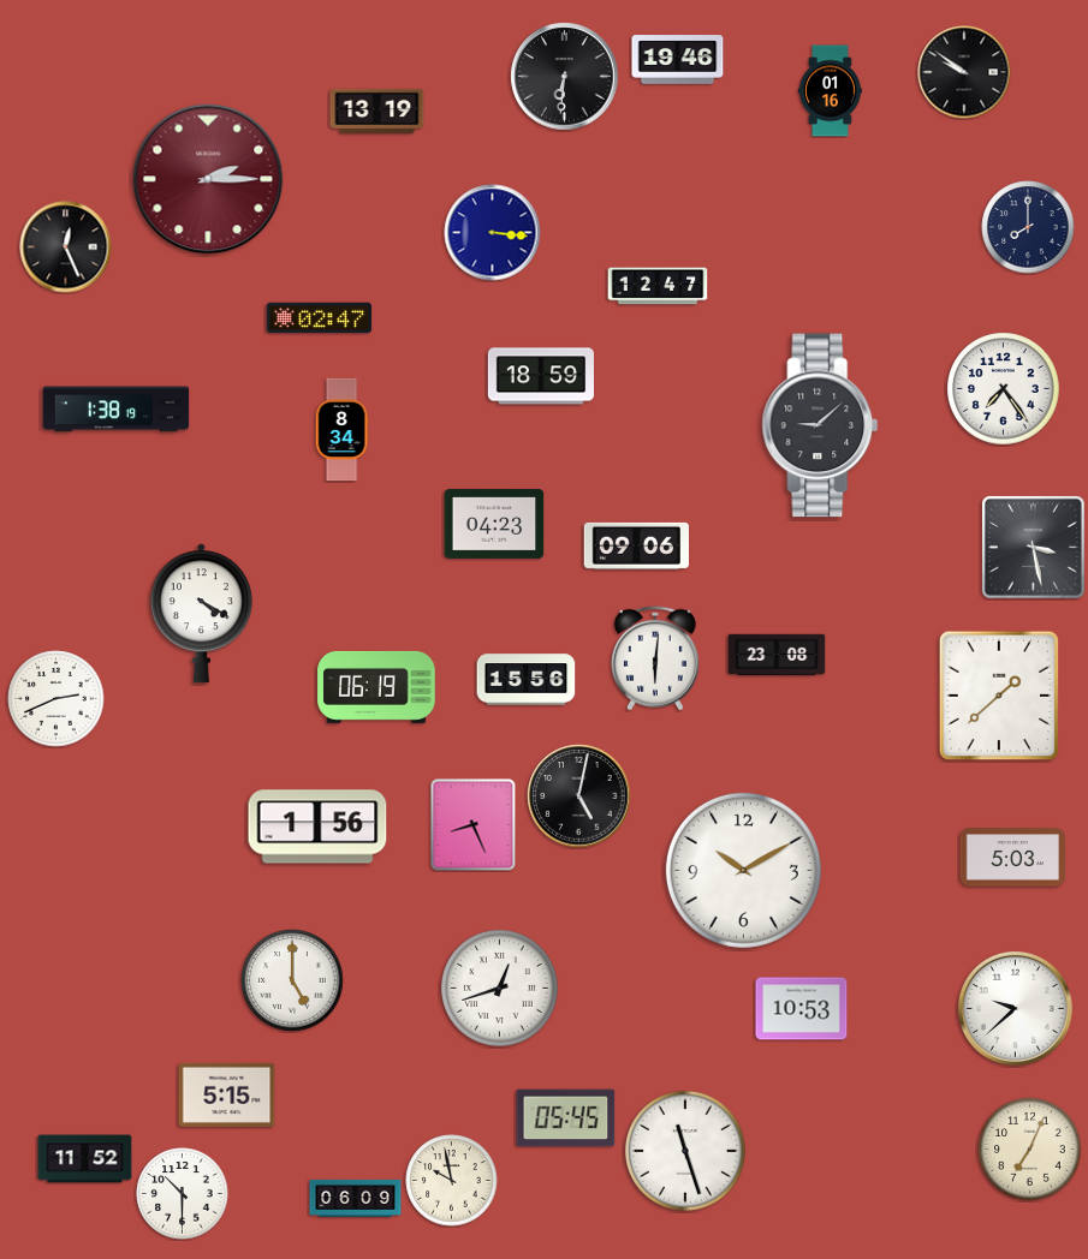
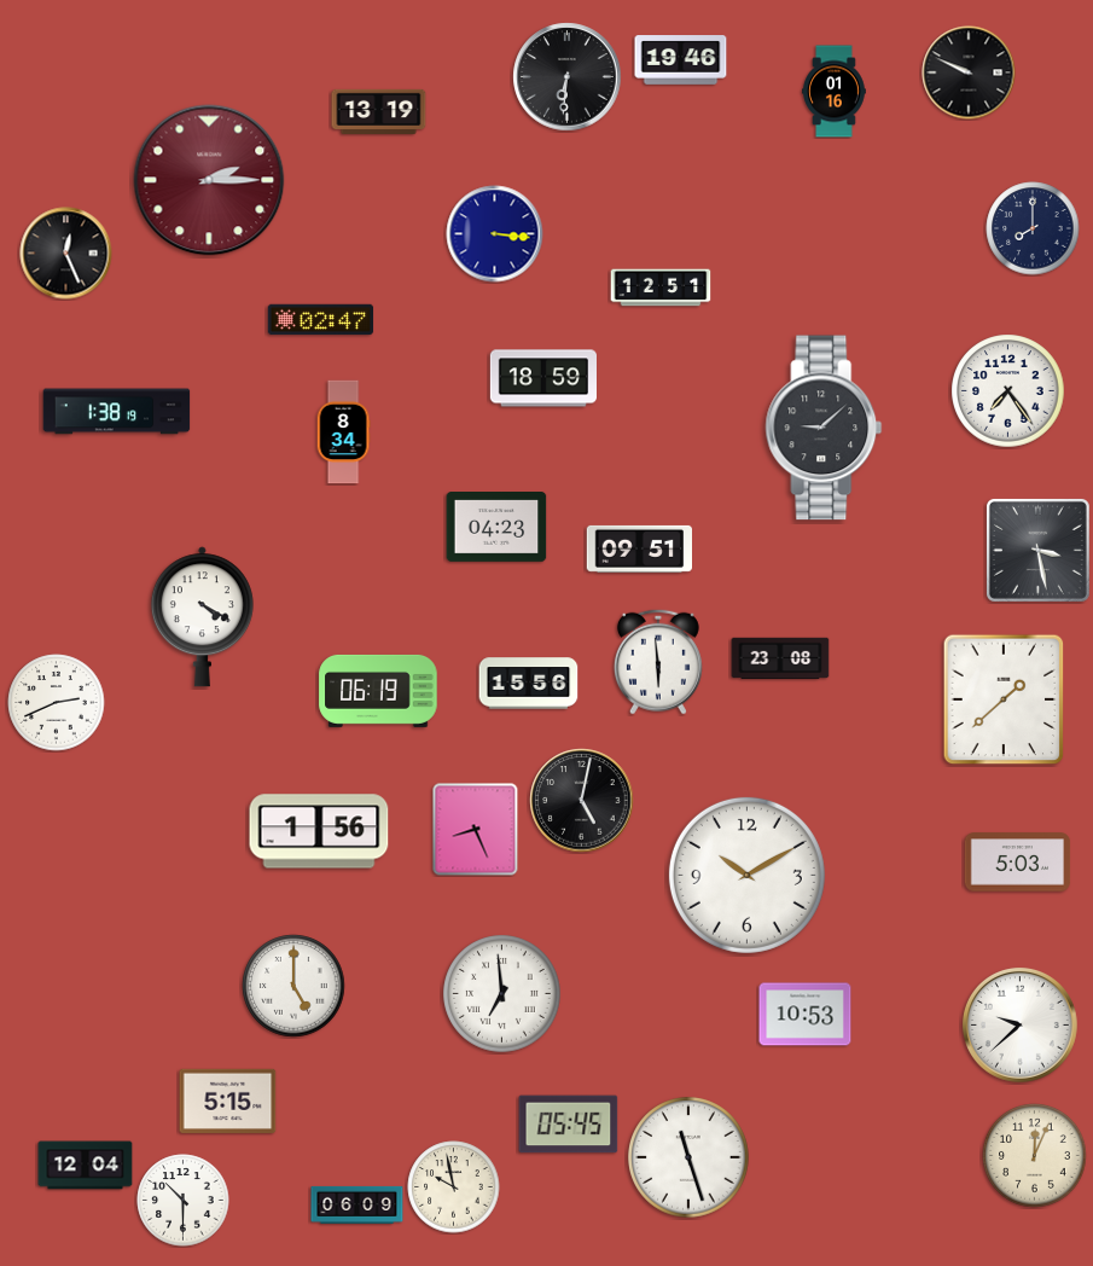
clock at (964, 72): 9:51 -> 9:49
clock at (66, 247) position: (66, 247) -> (66, 254)
clock at (658, 286): 12:47 -> 12:51
clock at (636, 545): 09:06 -> 09:51
clock at (655, 658): 6:01 -> 5:59
clock at (500, 989): 12:42 -> 6:59
clock at (1015, 1008) position: (1015, 1008) -> (1019, 1024)
clock at (1030, 1150): 7:04 -> 12:04
clock at (85, 1159): 11:52 -> 12:04
